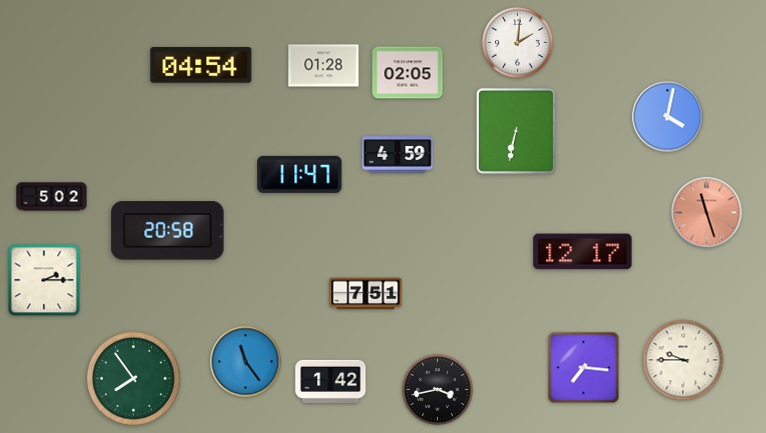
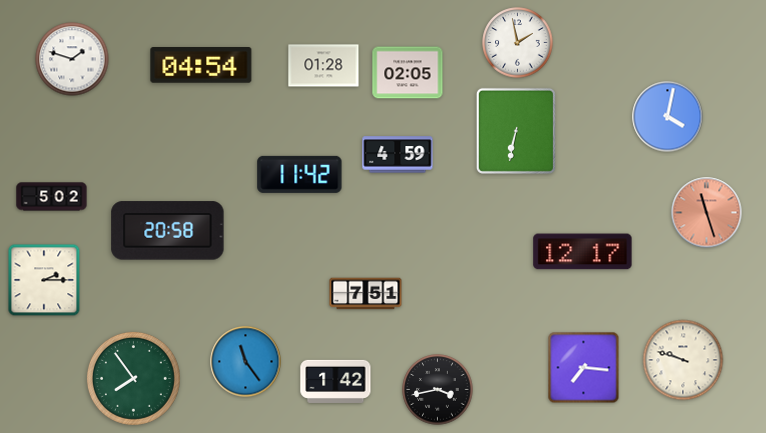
clock at (518, 43): 2:01 -> 1:58
clock at (72, 59): none -> 1:48
clock at (300, 174): 11:47 -> 11:42
clock at (683, 360): 9:45 -> 9:48
clock at (331, 381) position: (331, 381) -> (336, 381)
